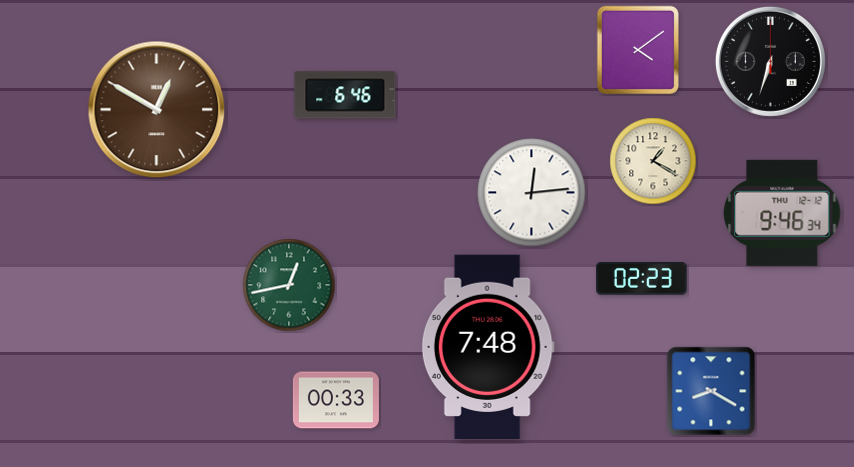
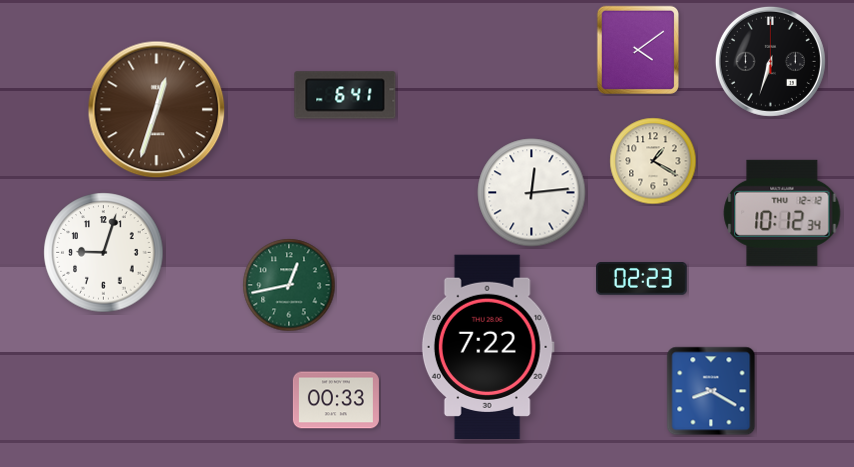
clock at (345, 95): 6:46 -> 6:41
clock at (157, 110): 12:50 -> 12:33
clock at (782, 213): 9:46 -> 10:12
clock at (104, 253): none -> 9:03
clock at (488, 346): 7:48 -> 7:22
